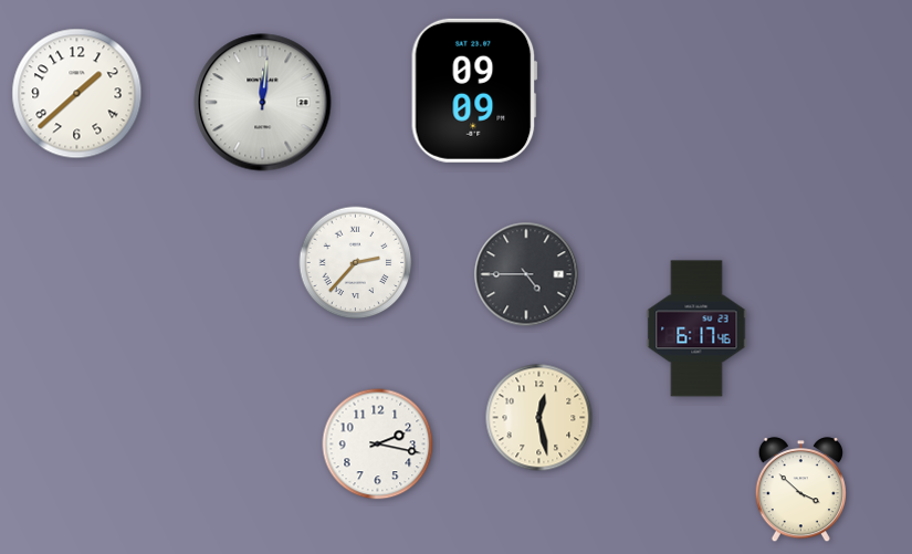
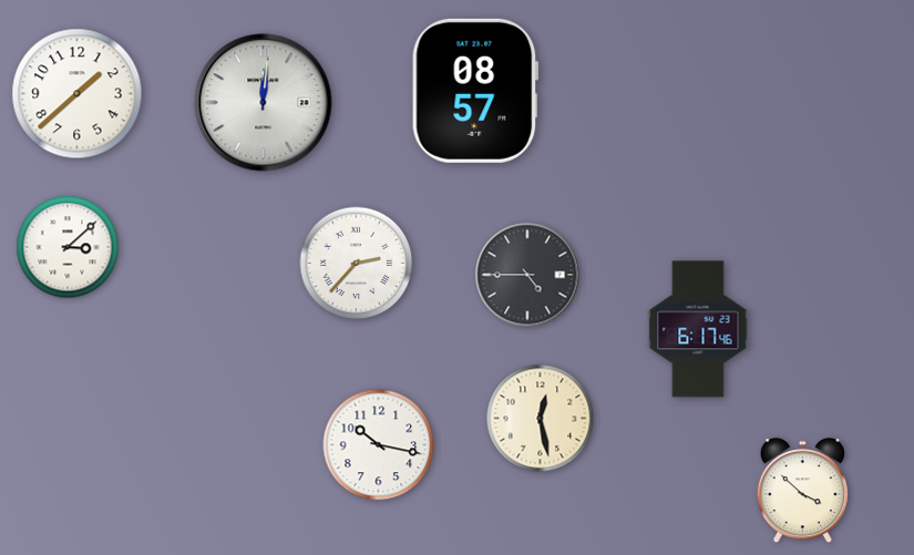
clock at (474, 91): 09:09 -> 08:57
clock at (68, 247): none -> 3:08
clock at (378, 445): 2:17 -> 10:17
